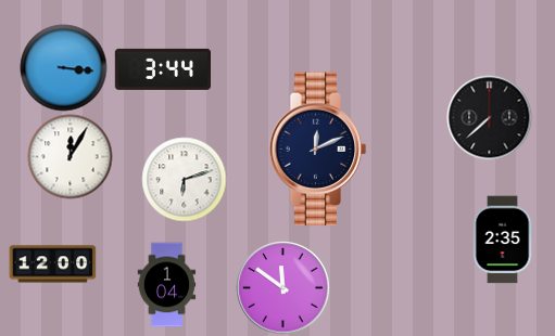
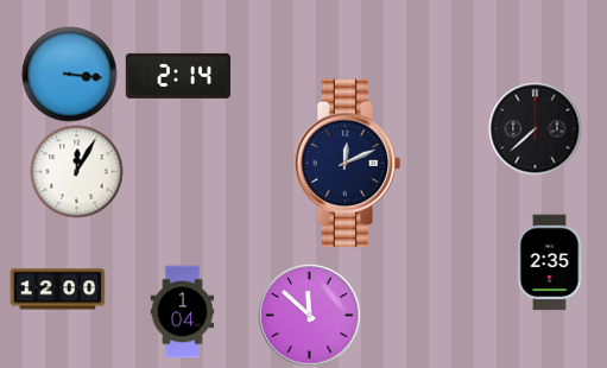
clock at (162, 69): 3:44 -> 2:14
clock at (184, 179): 6:12 -> none
clock at (282, 287): 11:51 -> 11:52
